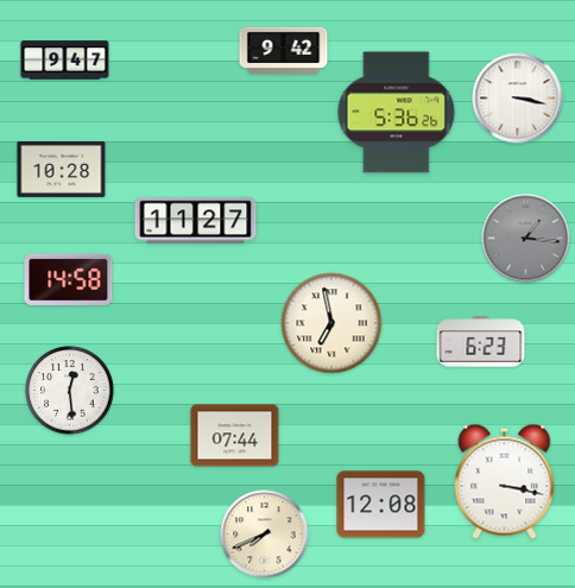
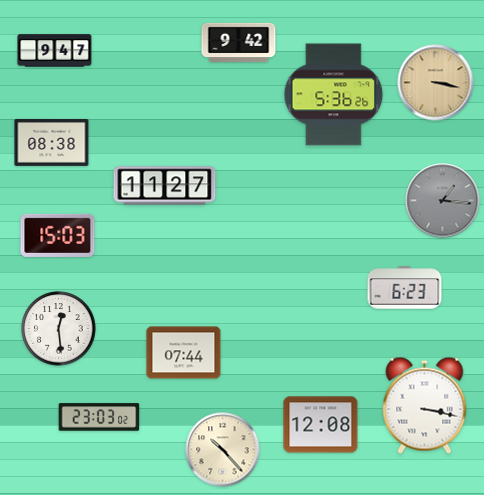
clock at (518, 99) dial: white -> champagne
clock at (62, 169): 10:28 -> 08:38
clock at (69, 279): 14:58 -> 15:03
clock at (331, 323): 6:58 -> none
clock at (235, 436) position: (235, 436) -> (184, 353)
clock at (99, 417): none -> 23:03
clock at (265, 535): 7:41 -> 10:23
